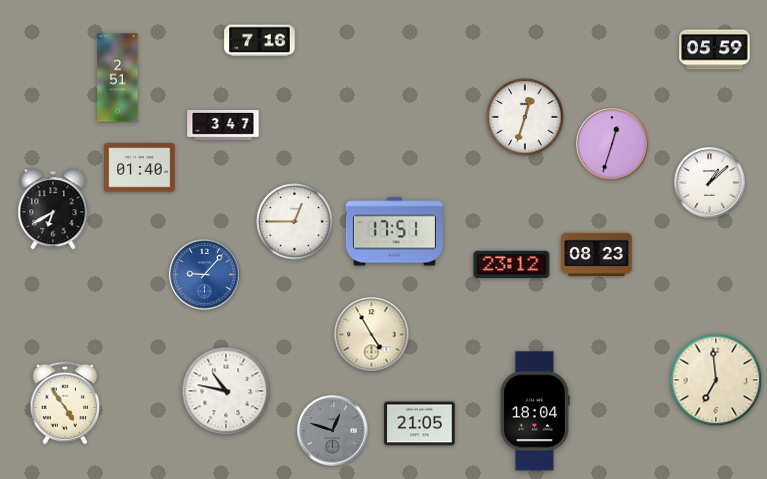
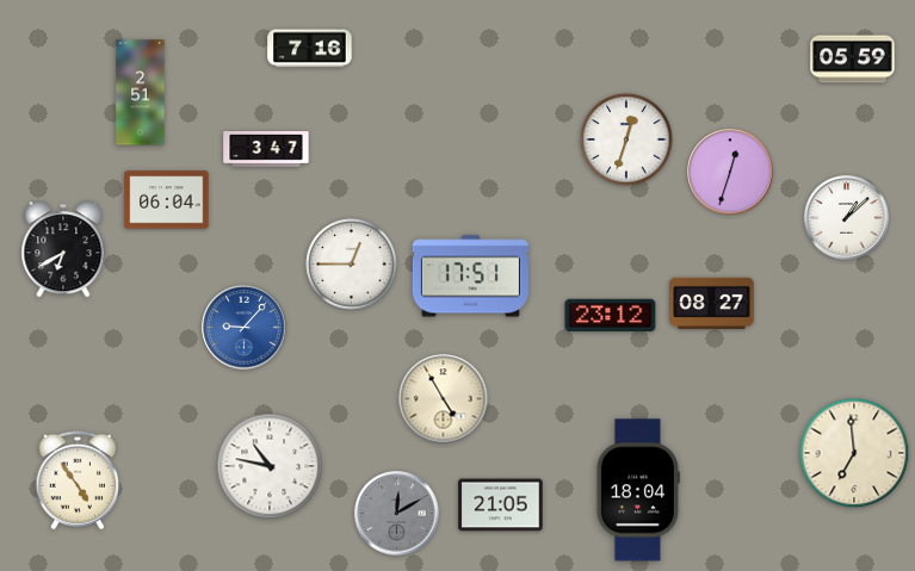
clock at (140, 168): 01:40 -> 06:04
clock at (597, 254): 08:23 -> 08:27
clock at (333, 431): 12:48 -> 12:10
